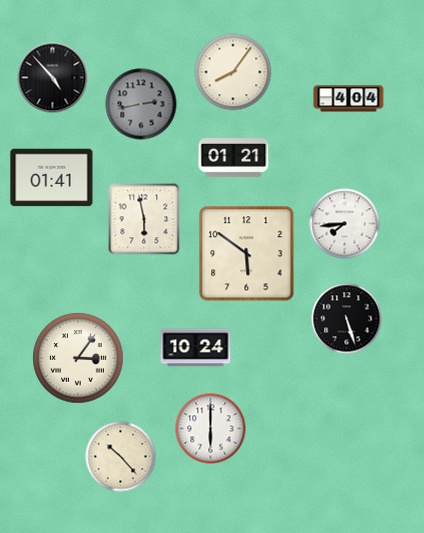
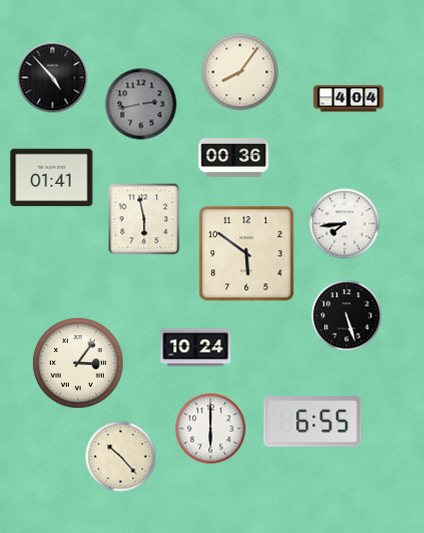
clock at (233, 72) position: (233, 72) -> (240, 72)
clock at (234, 158): 01:21 -> 00:36
clock at (347, 319) position: (347, 319) -> (347, 316)
clock at (78, 358) position: (78, 358) -> (78, 363)
clock at (313, 422): none -> 6:55
